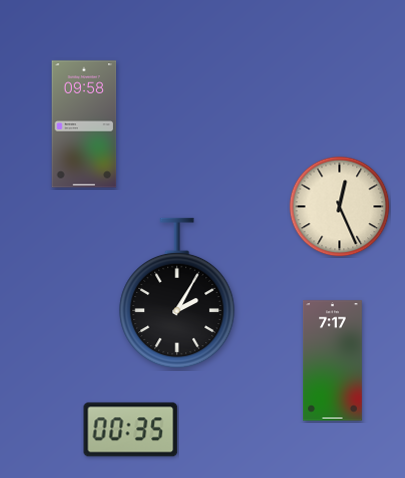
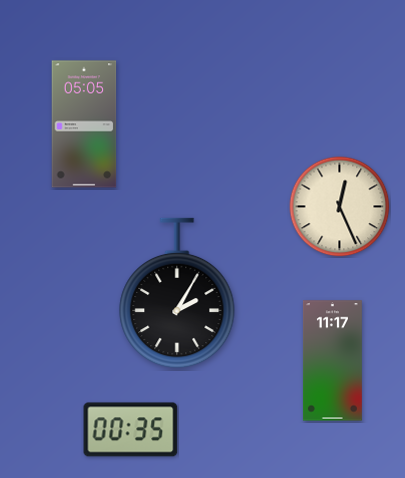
clock at (84, 124): 09:58 -> 05:05
clock at (332, 361): 7:17 -> 11:17
